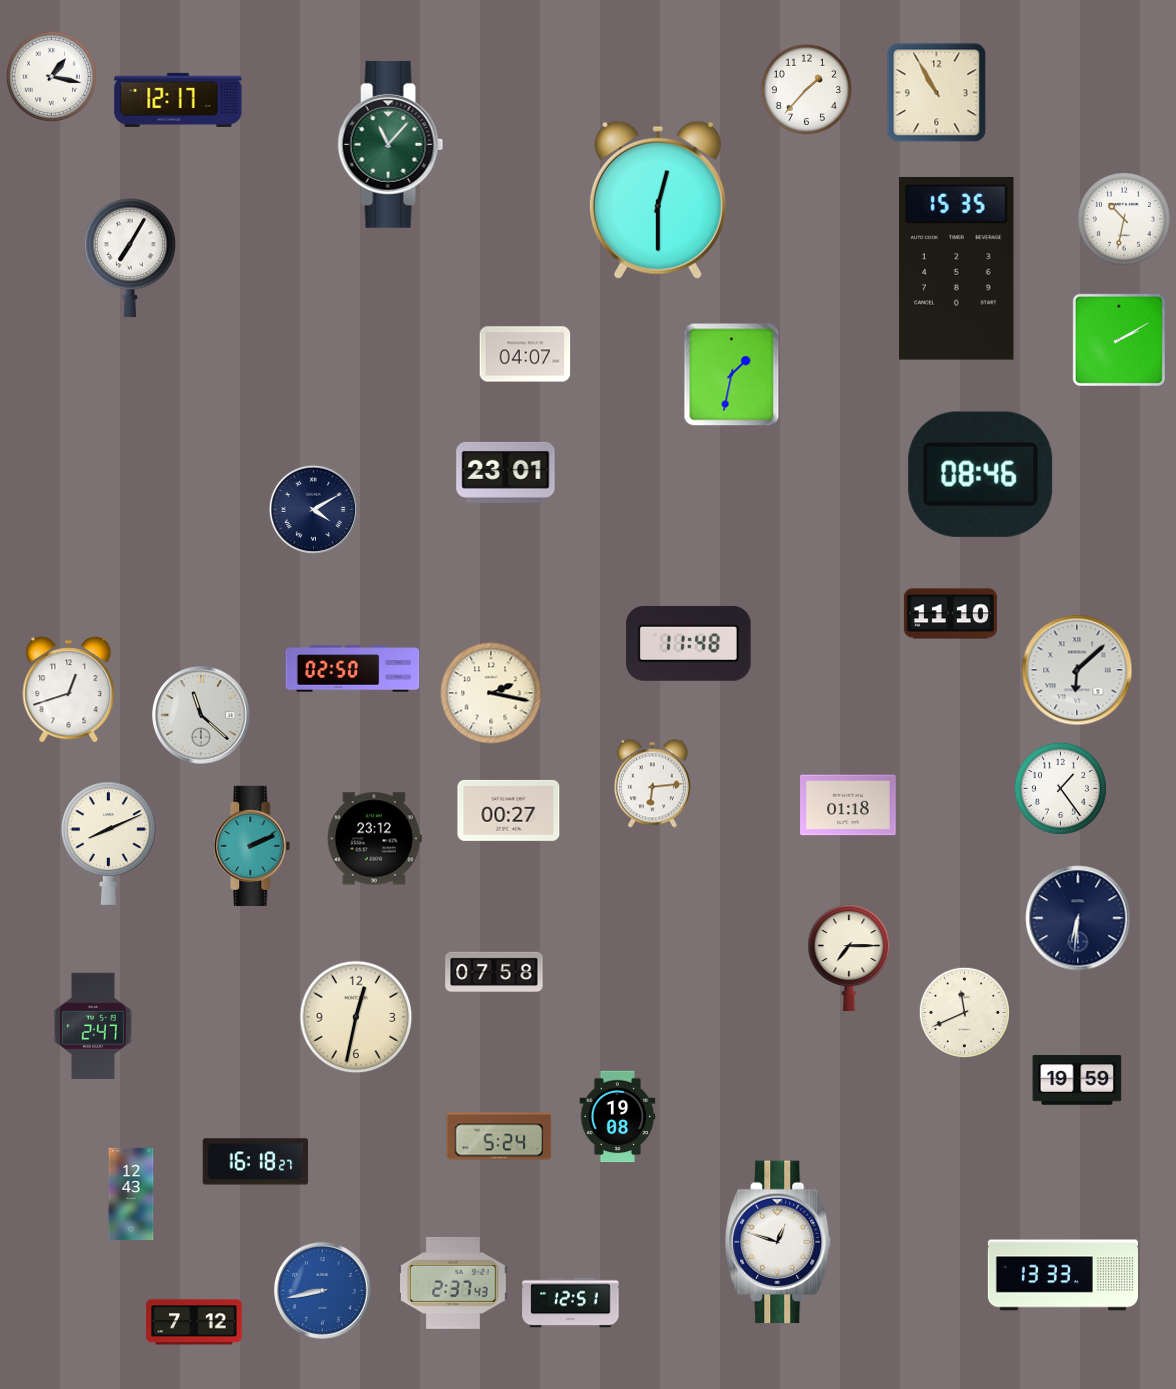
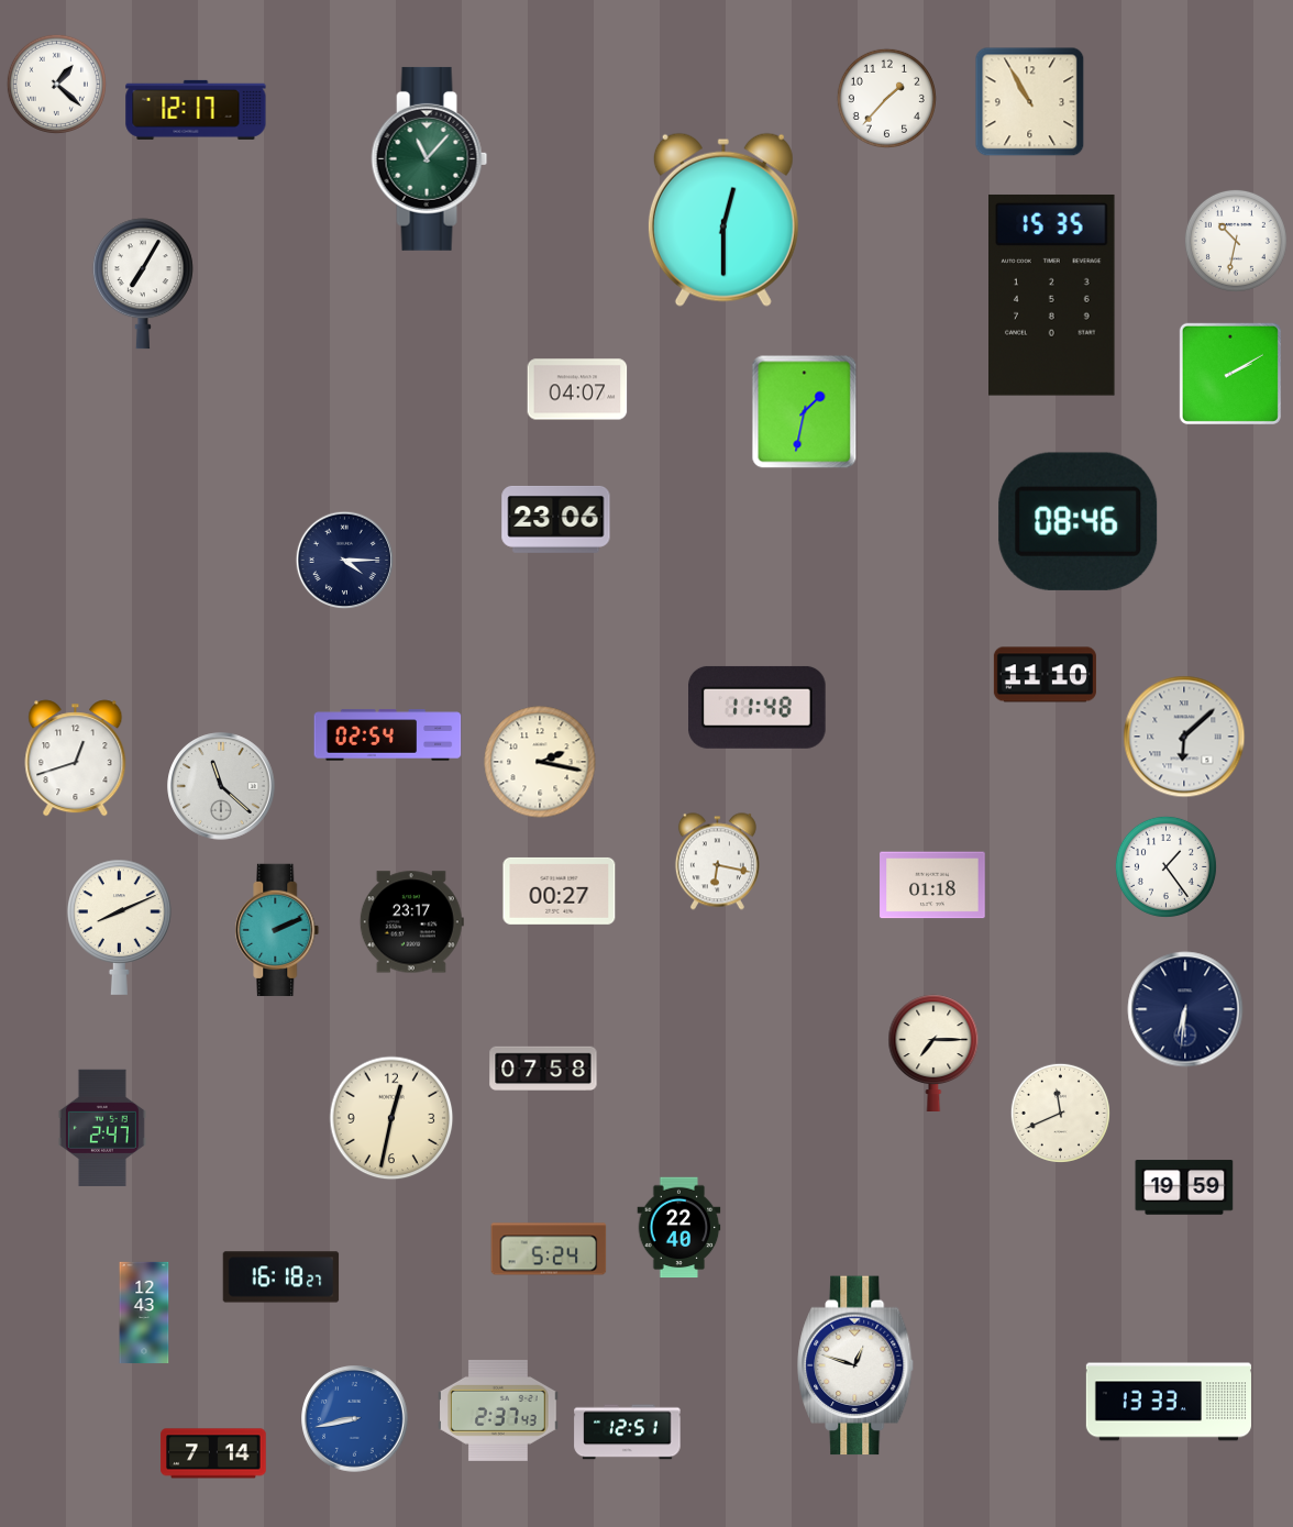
clock at (51, 76): 1:17 -> 1:22
clock at (506, 472): 23:01 -> 23:06
clock at (314, 510): 4:10 -> 4:15
clock at (353, 669): 02:50 -> 02:54
clock at (652, 784): 6:14 -> 6:17
clock at (374, 839): 23:12 -> 23:17
clock at (618, 1117): 19:08 -> 22:40
clock at (194, 1322): 7:12 -> 7:14
